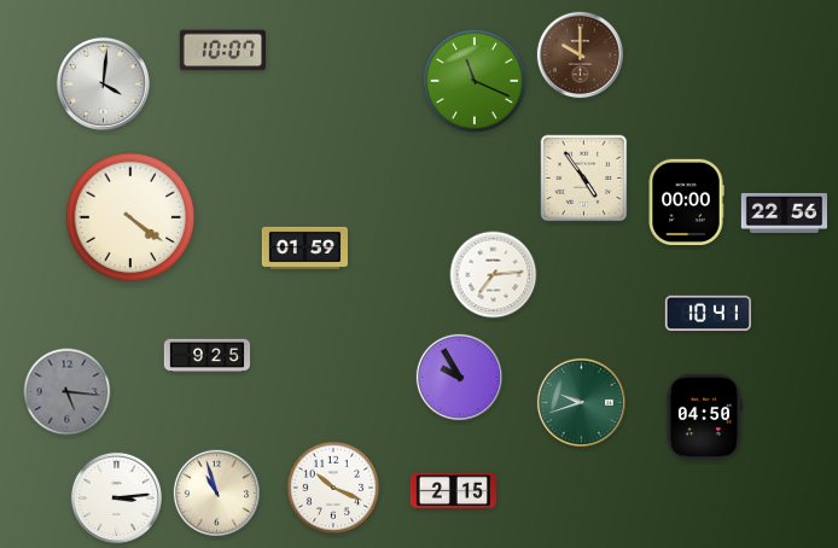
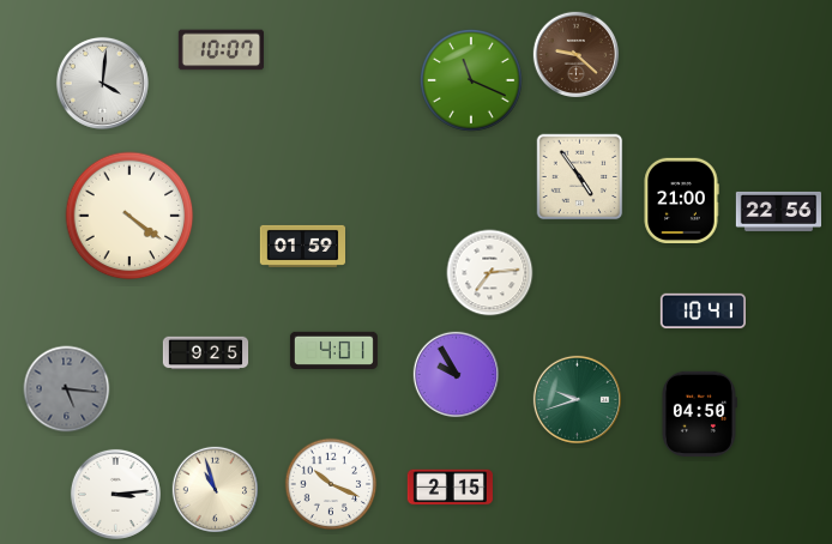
clock at (581, 56): 10:00 -> 9:22
clock at (686, 202): 00:00 -> 21:00
clock at (333, 350): none -> 4:01
